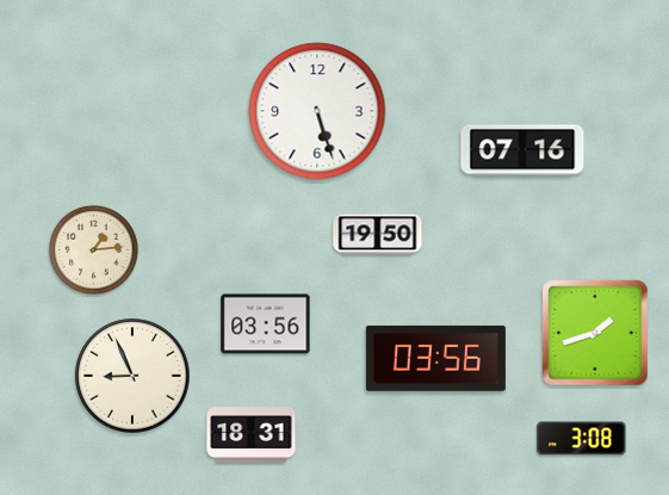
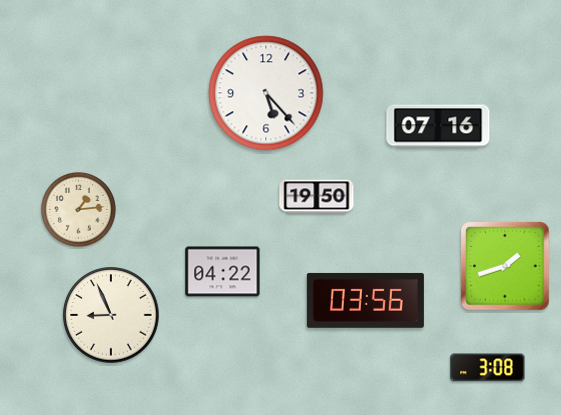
clock at (317, 111): 5:27 -> 5:23
clock at (266, 324): 03:56 -> 04:22
clock at (595, 333) position: (595, 333) -> (505, 266)
clock at (252, 435): 18:31 -> none
